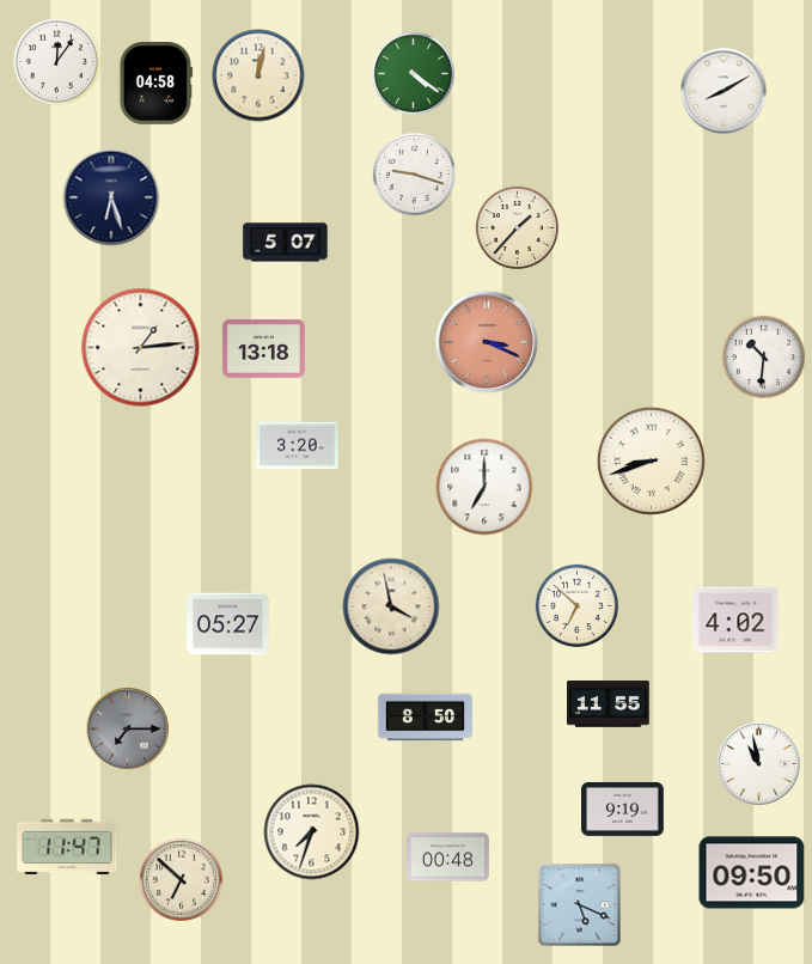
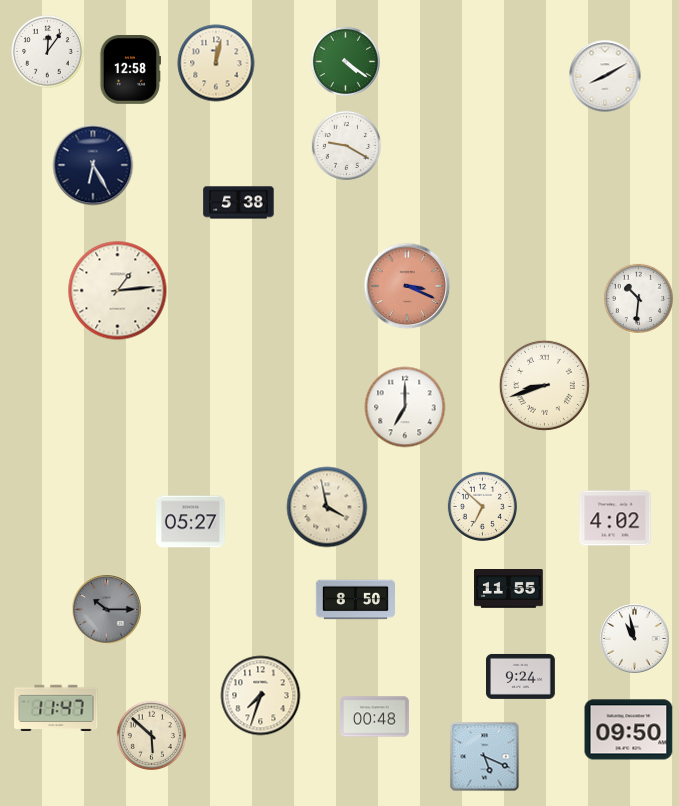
clock at (155, 84): 04:58 -> 12:58
clock at (414, 173): 9:18 -> 9:20
clock at (111, 197): 6:27 -> 6:25
clock at (517, 227): 1:37 -> none
clock at (286, 243): 5:07 -> 5:38
clock at (264, 349): 13:18 -> none
clock at (298, 446): 3:20 -> none
clock at (128, 730): 7:15 -> 10:15
clock at (623, 809): 9:19 -> 9:24
clock at (181, 879): 6:52 -> 5:52
